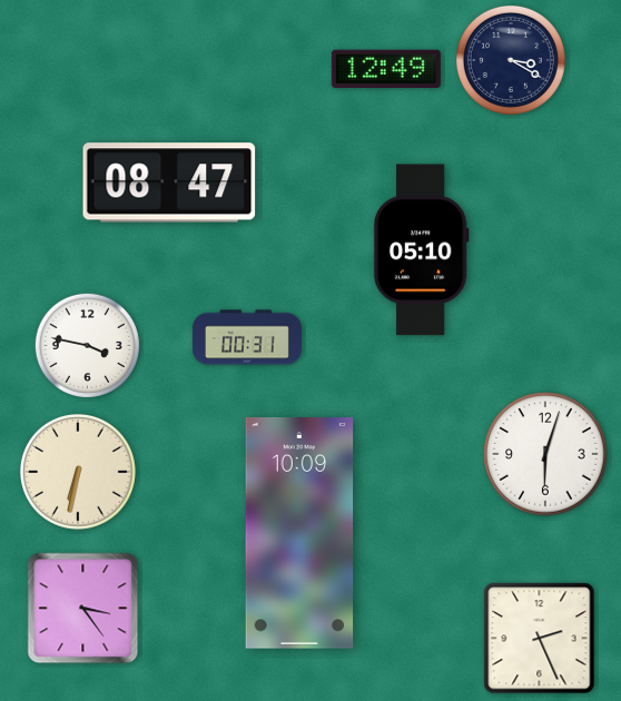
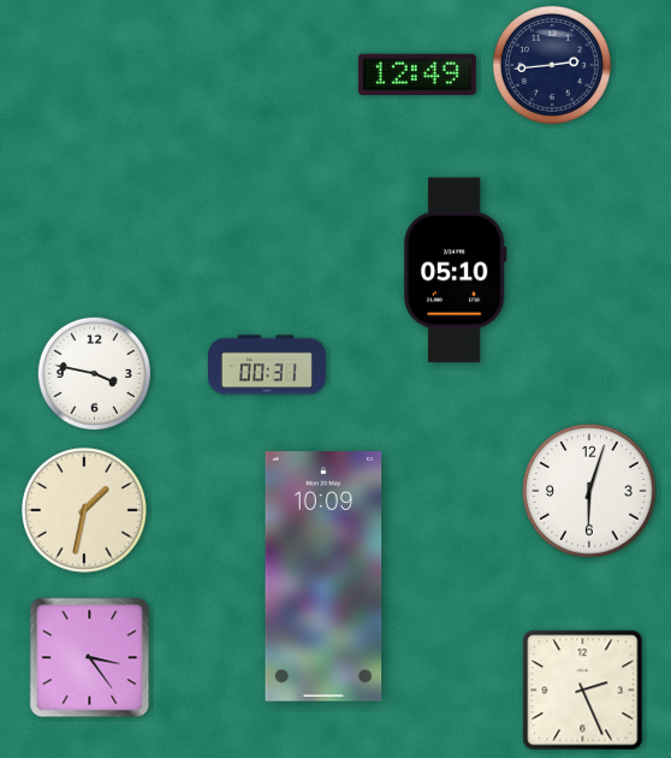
clock at (511, 60): 3:20 -> 2:44
clock at (169, 182): 08:47 -> none
clock at (78, 472): 6:32 -> 1:32
